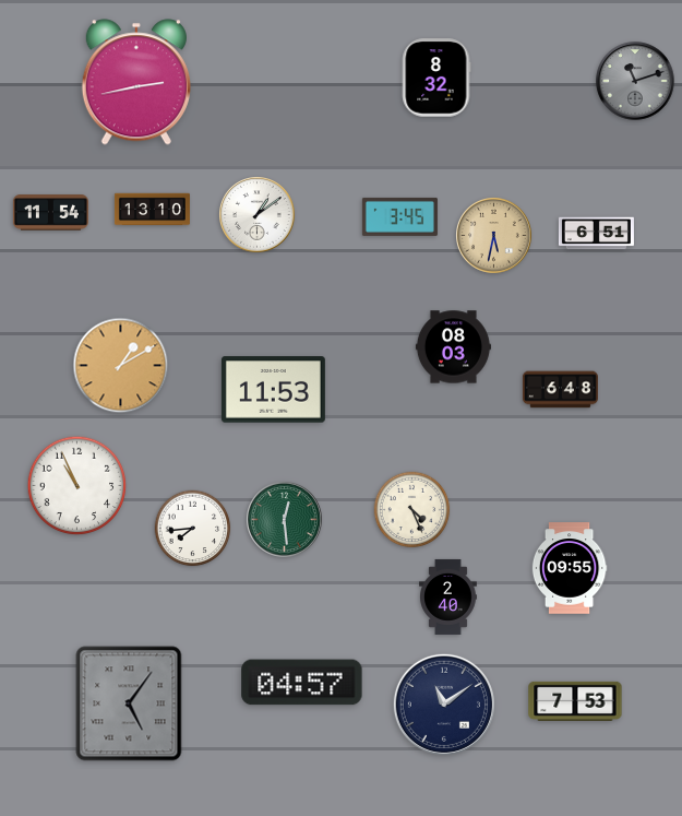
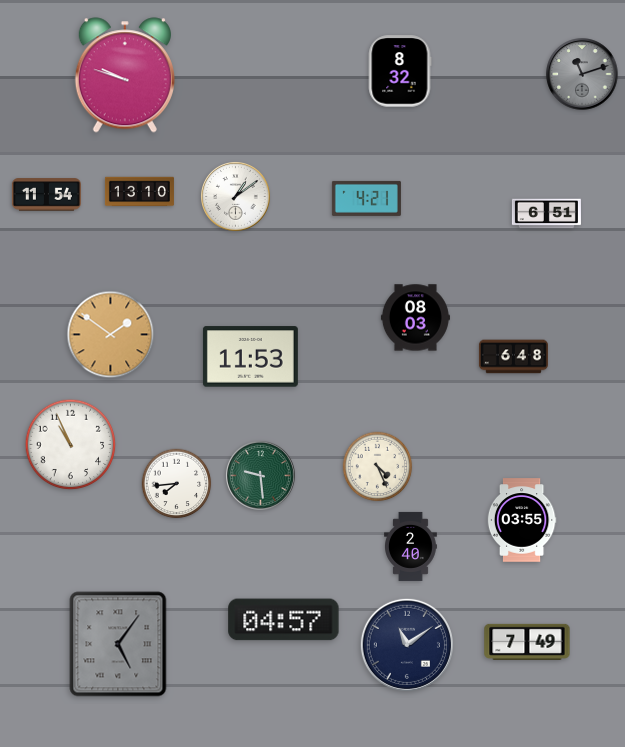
clock at (136, 82): 2:43 -> 9:48
clock at (399, 216): 3:45 -> 4:21
clock at (494, 236): 5:32 -> none
clock at (121, 366): 1:10 -> 1:51
clock at (285, 520): 12:29 -> 9:29
clock at (570, 568): 09:55 -> 03:55
clock at (302, 683) position: (302, 683) -> (284, 620)
clock at (575, 701): 7:53 -> 7:49
